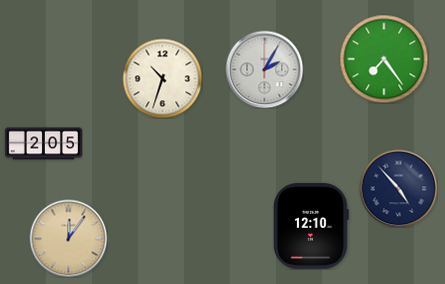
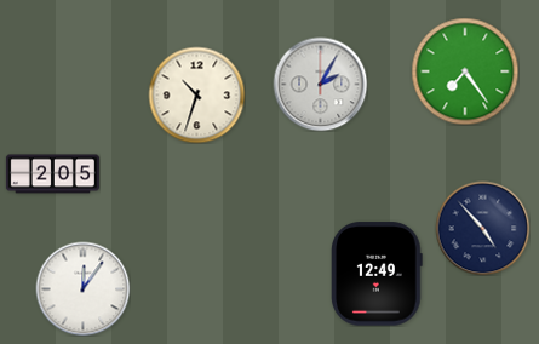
clock at (312, 226): 12:10 -> 12:49
clock at (68, 238) dial: champagne -> white
